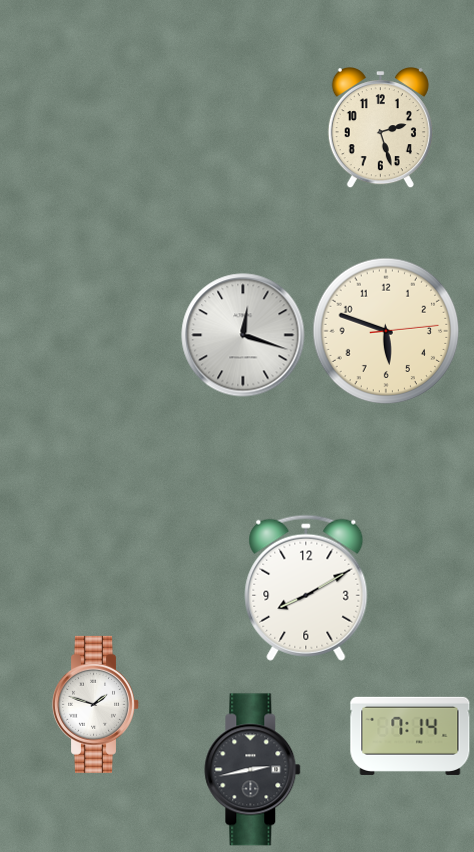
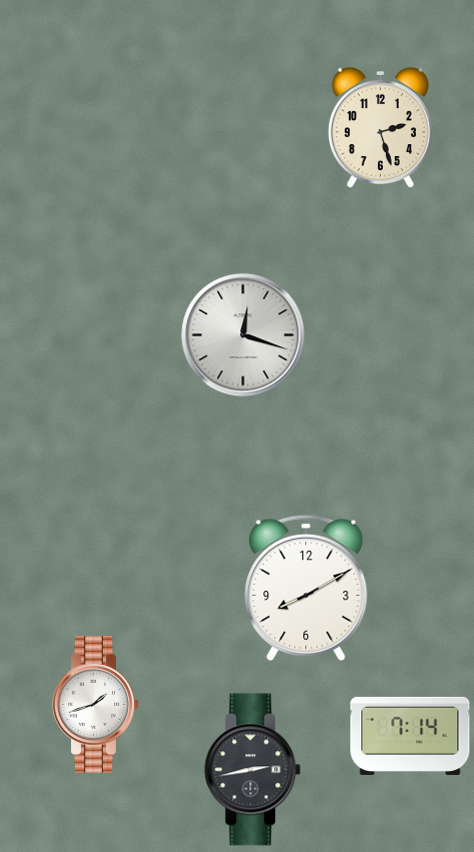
clock at (386, 331): 5:48 -> none
clock at (96, 704): 1:48 -> 1:42
